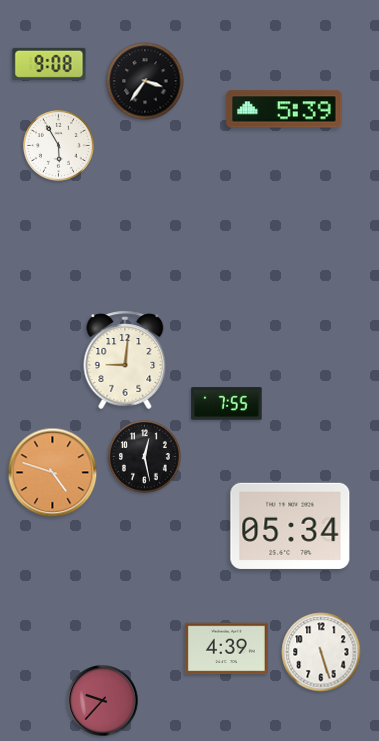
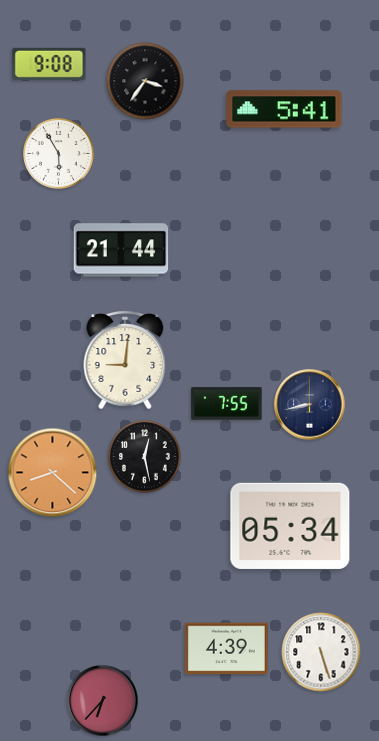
clock at (284, 109): 5:39 -> 5:41
clock at (58, 145) position: (58, 145) -> (58, 153)
clock at (121, 250): none -> 21:44
clock at (310, 405): none -> 8:43
clock at (53, 473): 4:48 -> 8:22
clock at (103, 701): 9:37 -> 6:37
